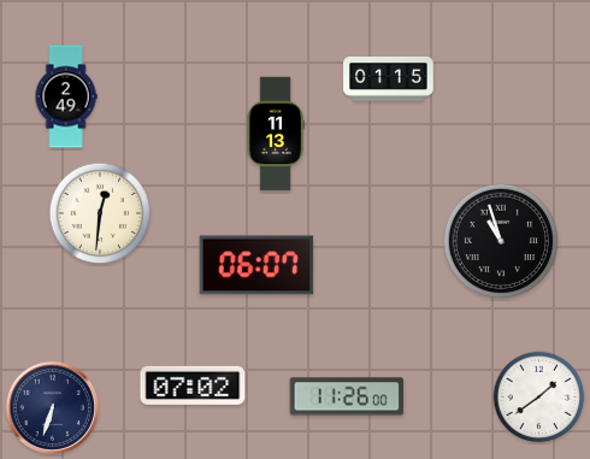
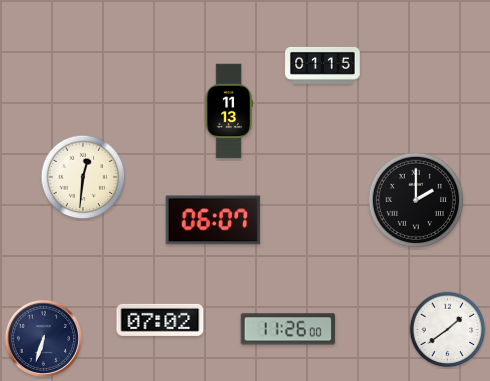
clock at (66, 96): 2:49 -> none
clock at (501, 241): 10:57 -> 2:00
